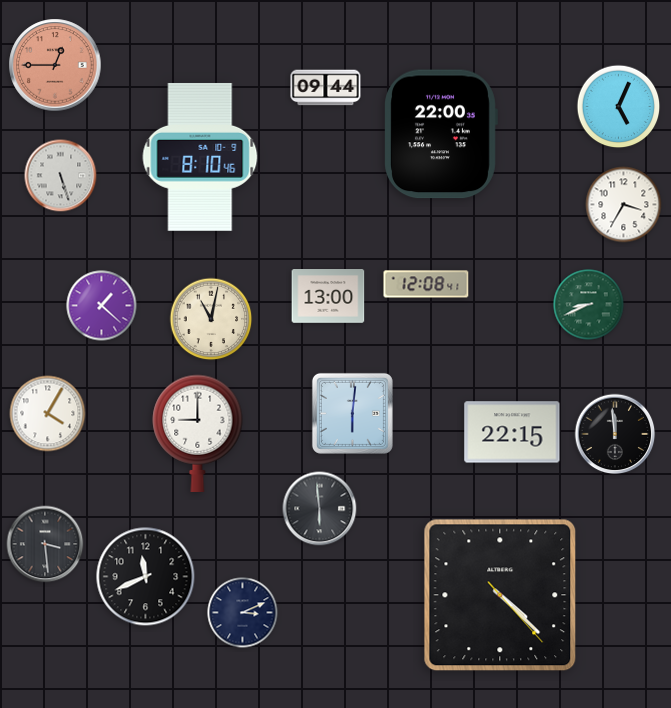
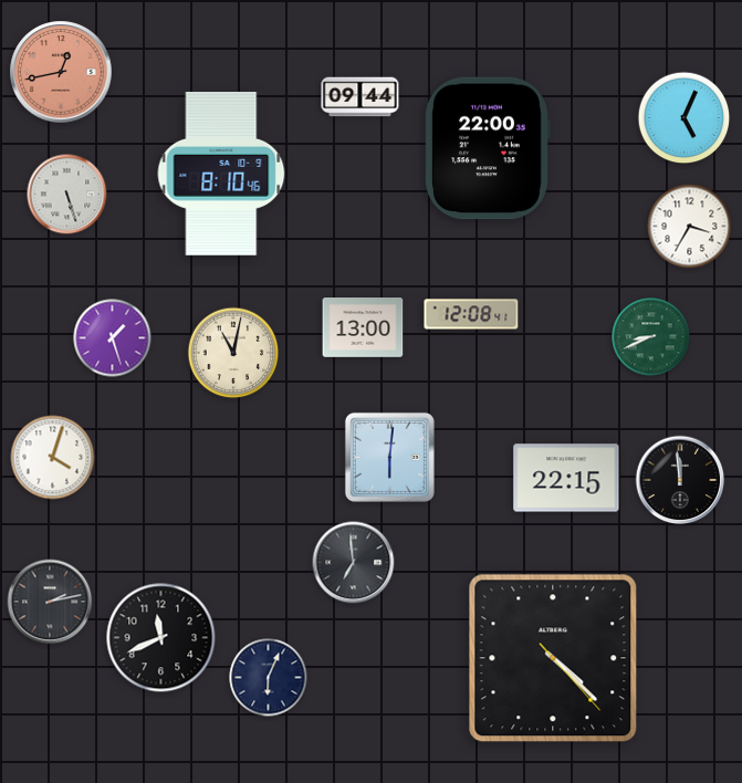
clock at (55, 65): 12:45 -> 12:43
clock at (102, 306): 1:22 -> 1:27
clock at (48, 414): 4:05 -> 4:03
clock at (198, 433): 9:00 -> none
clock at (320, 509): 5:59 -> 6:59
clock at (45, 544): 3:29 -> 2:13
clock at (243, 613): 3:11 -> 6:04
